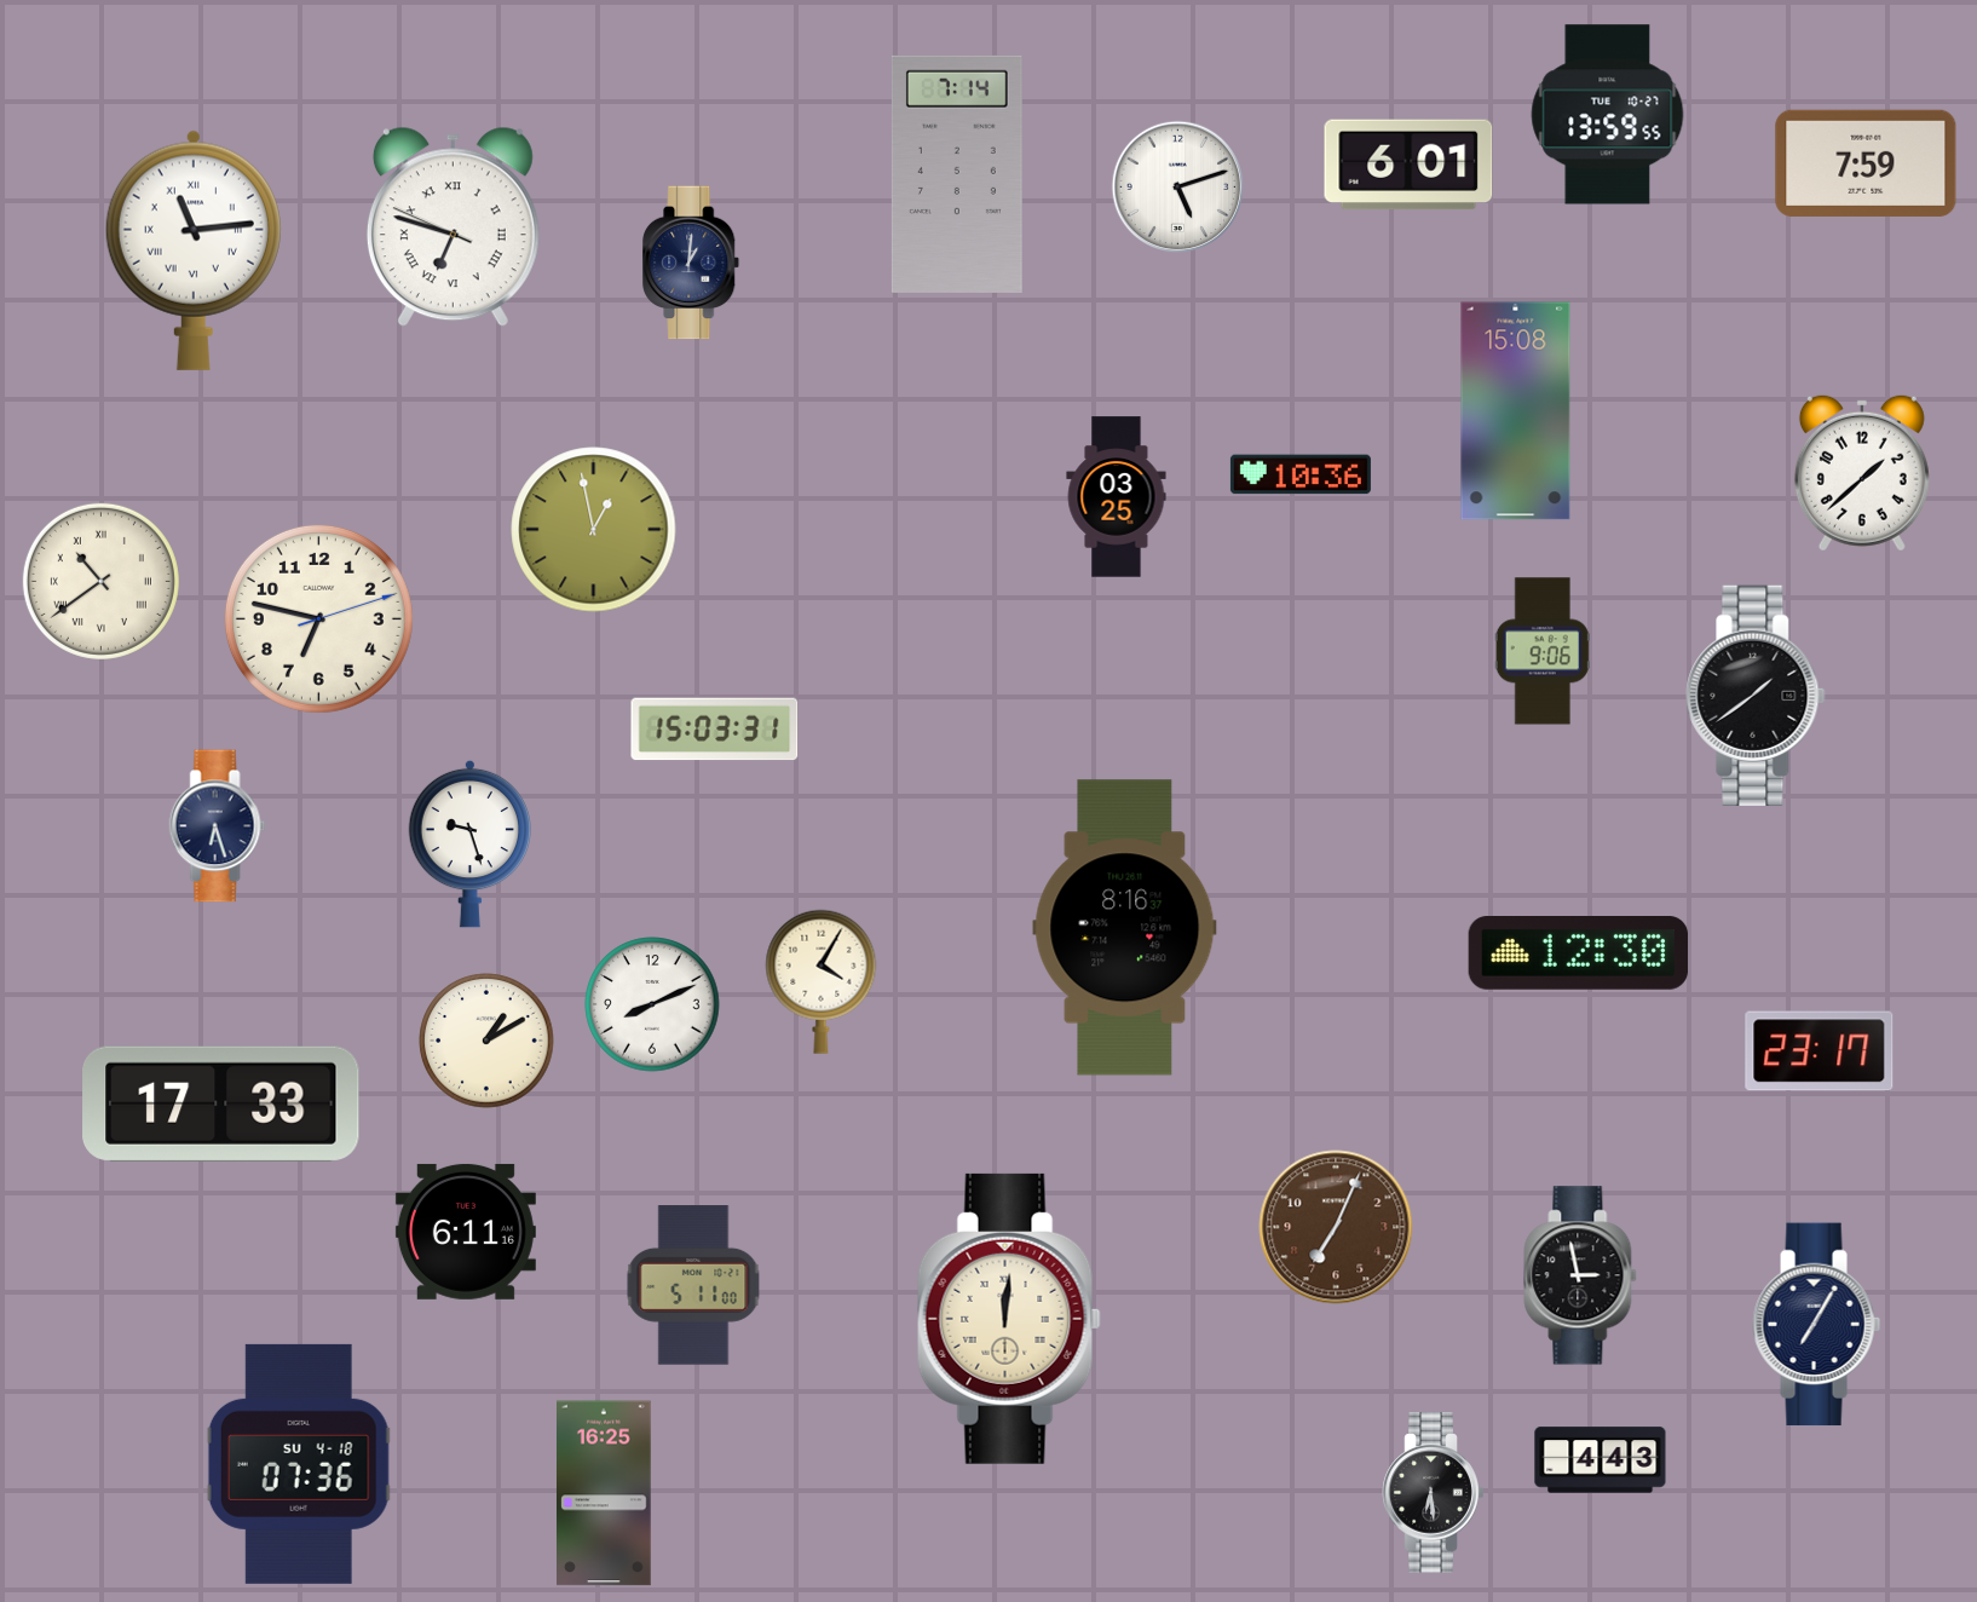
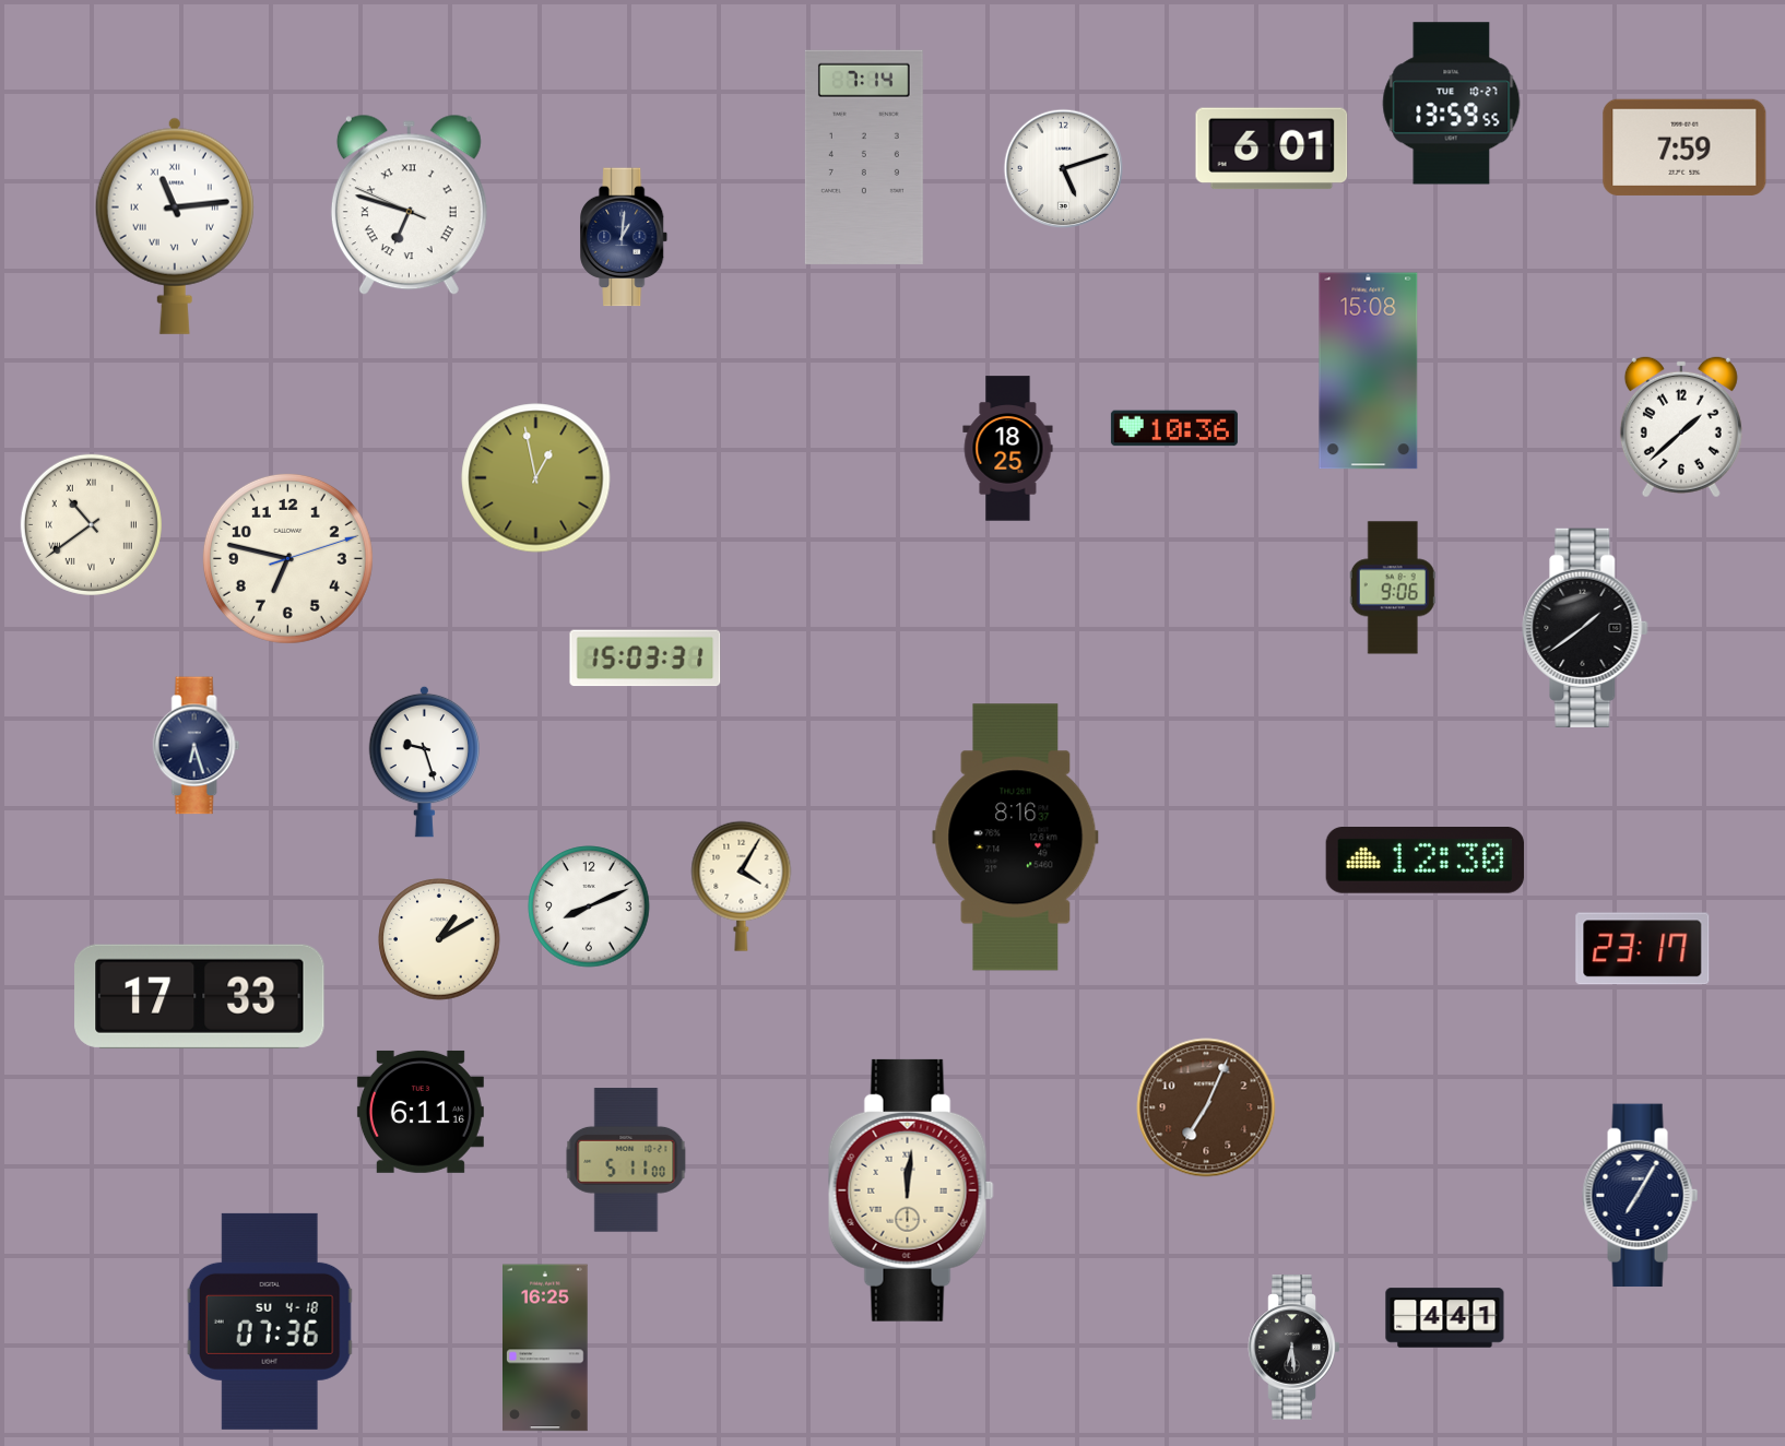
clock at (1117, 497): 03:25 -> 18:25
clock at (1580, 1275): 2:58 -> none
clock at (1601, 1460): 4:43 -> 4:41
